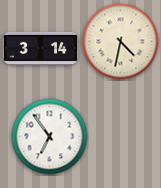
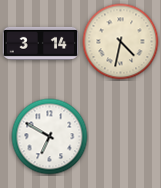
clock at (41, 48) position: (41, 48) -> (41, 43)
clock at (50, 137): 6:54 -> 6:50
